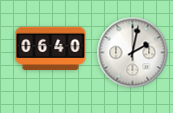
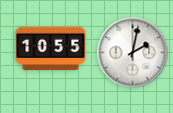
clock at (51, 49): 06:40 -> 10:55
